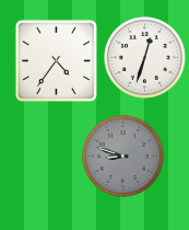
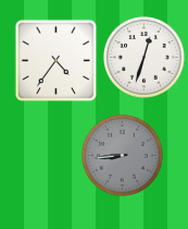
clock at (123, 157): 8:48 -> 8:44
